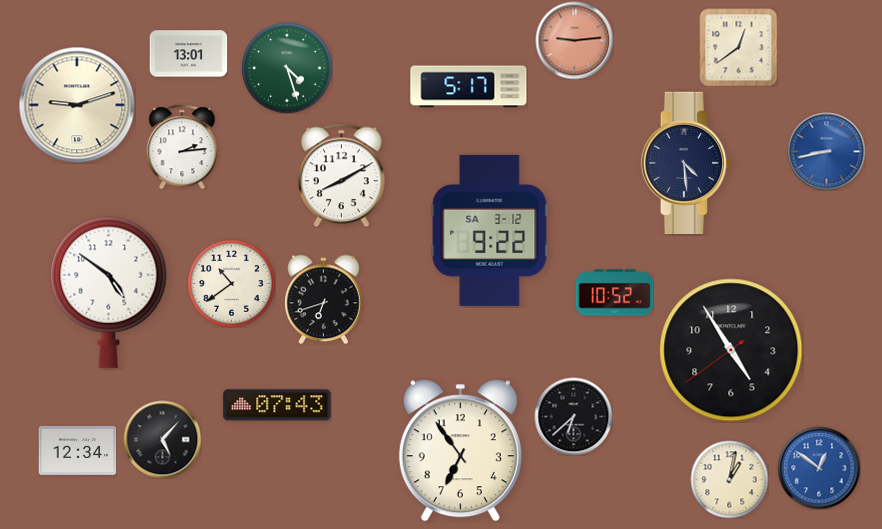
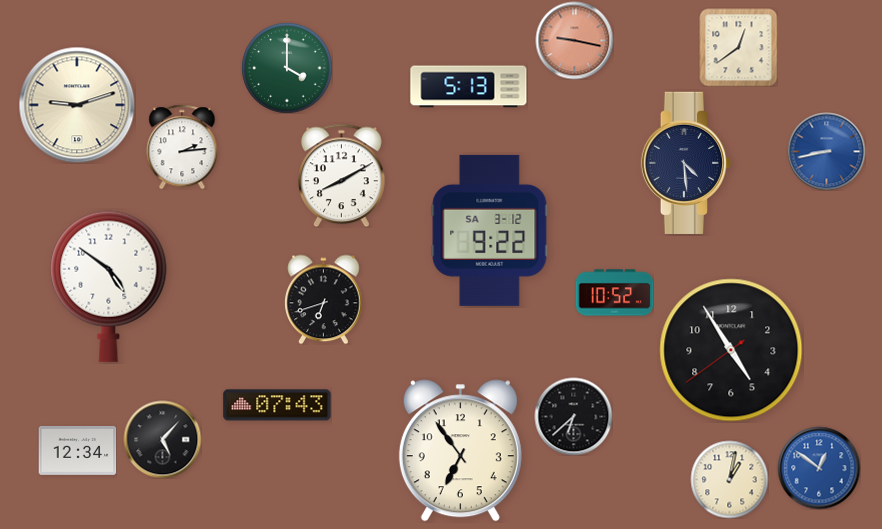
clock at (574, 40): 9:14 -> 9:17
clock at (188, 54): 13:01 -> none
clock at (287, 68): 4:27 -> 4:00
clock at (469, 87): 5:17 -> 5:13
clock at (231, 283): 10:39 -> none
clock at (109, 292) position: (109, 292) -> (109, 286)
